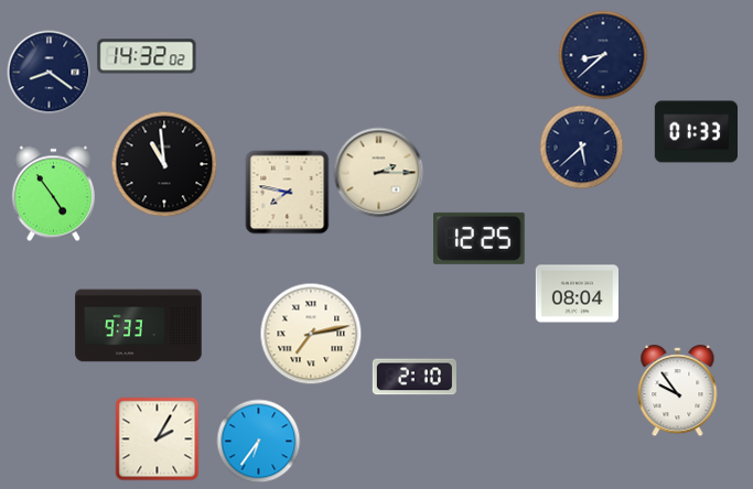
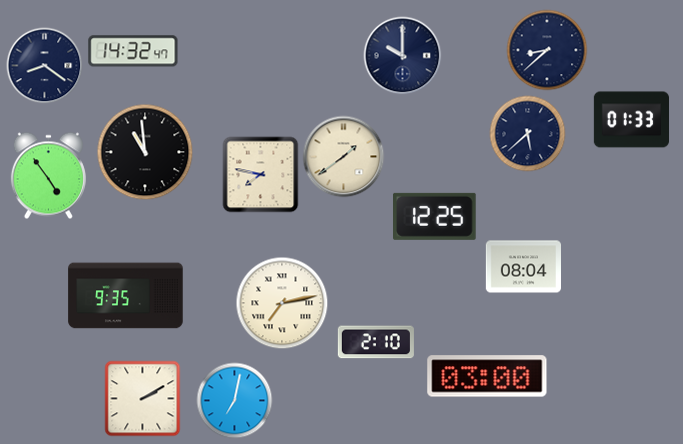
clock at (147, 56): 14:32:02 -> 14:32:47
clock at (403, 56): none -> 10:00
clock at (164, 164) position: (164, 164) -> (145, 152)
clock at (379, 173): 2:15 -> 1:39
clock at (139, 326): 9:33 -> 9:35
clock at (678, 391): 9:54 -> none
clock at (487, 376): none -> 03:00
clock at (158, 439): 2:05 -> 2:10
clock at (259, 442): 6:36 -> 7:02
